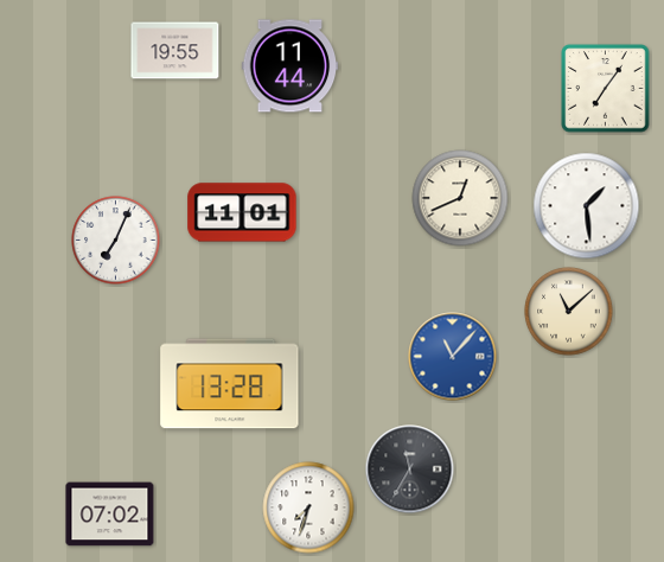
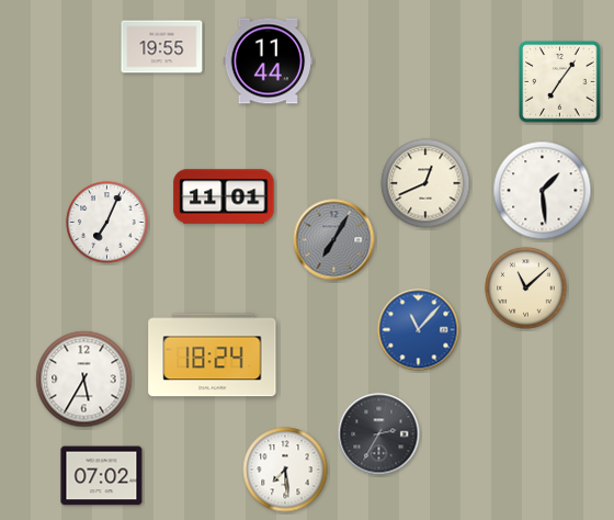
clock at (334, 240): none -> 7:05
clock at (230, 384): 13:28 -> 18:24
clock at (84, 380): none -> 5:35
clock at (410, 470): 11:35 -> 2:35
clock at (308, 507): 7:33 -> 7:29
